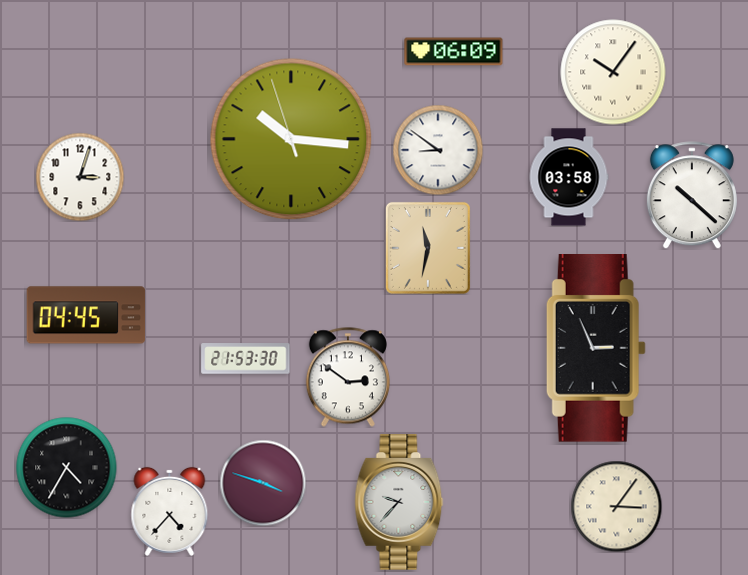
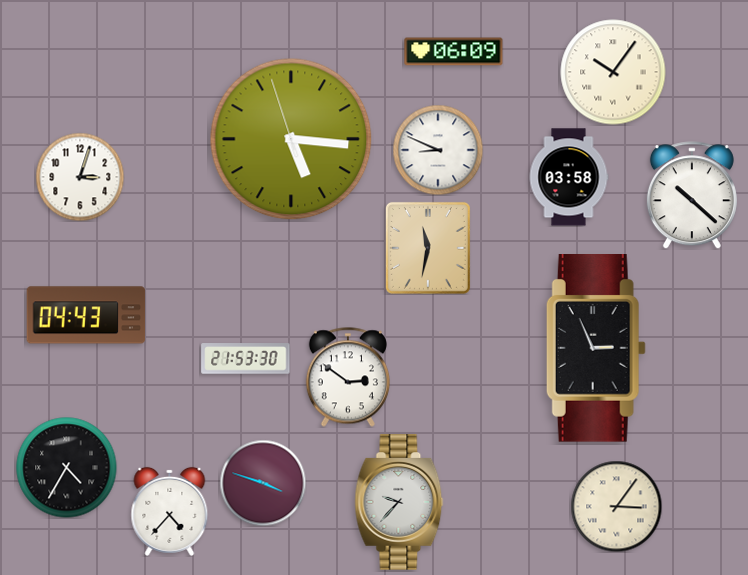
clock at (291, 139): 10:15 -> 5:15
clock at (438, 150): 8:51 -> 8:49
clock at (86, 315): 04:45 -> 04:43
